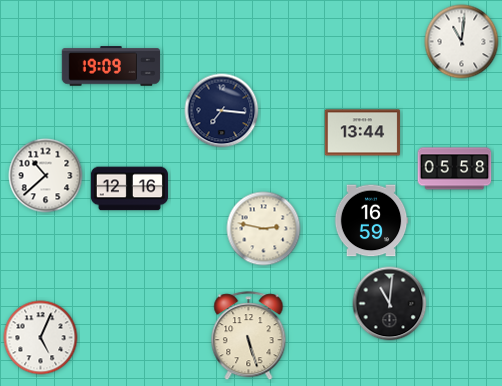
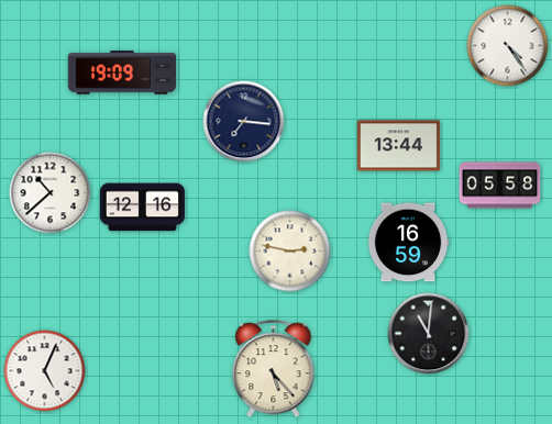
clock at (462, 42): 11:01 -> 4:24
clock at (249, 336): 5:27 -> 5:23
